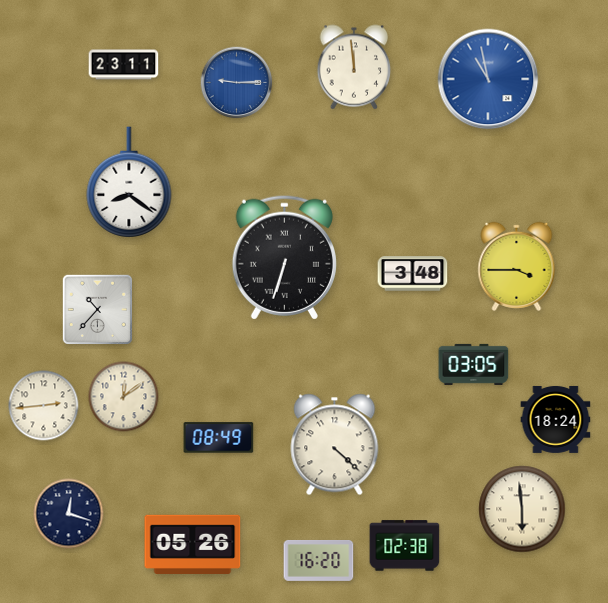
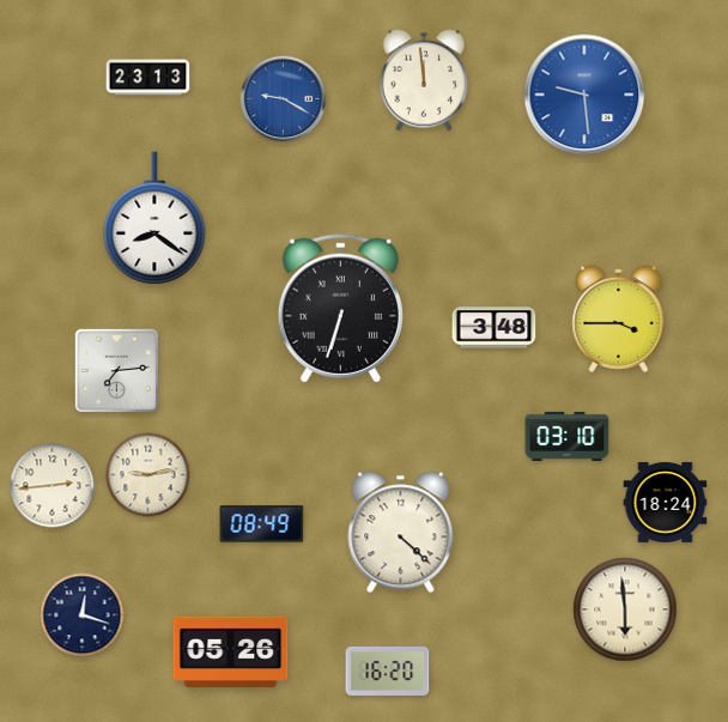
clock at (124, 65): 23:11 -> 23:13
clock at (488, 79): 10:58 -> 9:29
clock at (237, 83): 9:15 -> 9:20
clock at (97, 309): 10:37 -> 7:14
clock at (474, 364): 03:05 -> 03:10
clock at (124, 397): 12:09 -> 9:13
clock at (405, 546): 02:38 -> none
clock at (319, 560) position: (319, 560) -> (388, 671)
